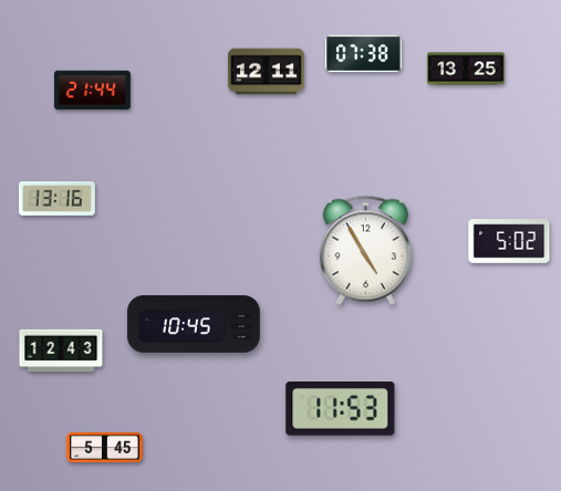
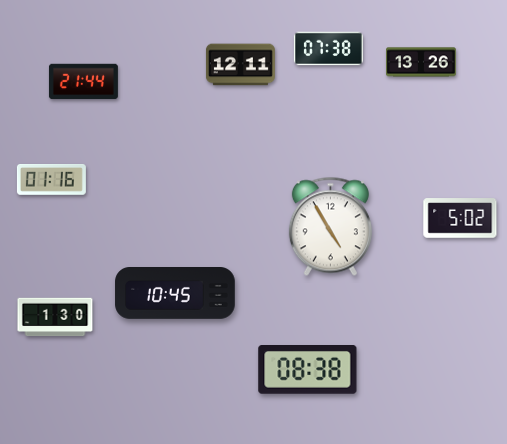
clock at (466, 69): 13:25 -> 13:26
clock at (56, 199): 13:16 -> 01:16
clock at (61, 351): 12:43 -> 1:30
clock at (341, 409): 11:53 -> 08:38
clock at (104, 447): 5:45 -> none
